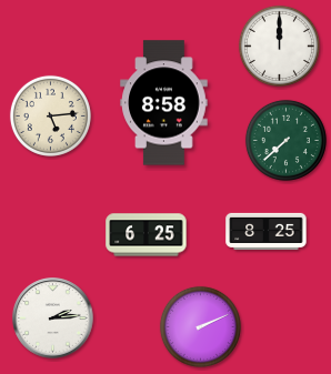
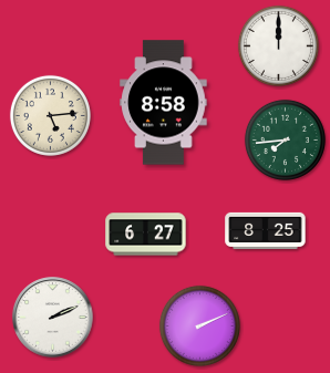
clock at (285, 140): 7:38 -> 7:44
clock at (147, 235): 6:25 -> 6:27
clock at (53, 319): 2:14 -> 2:11
